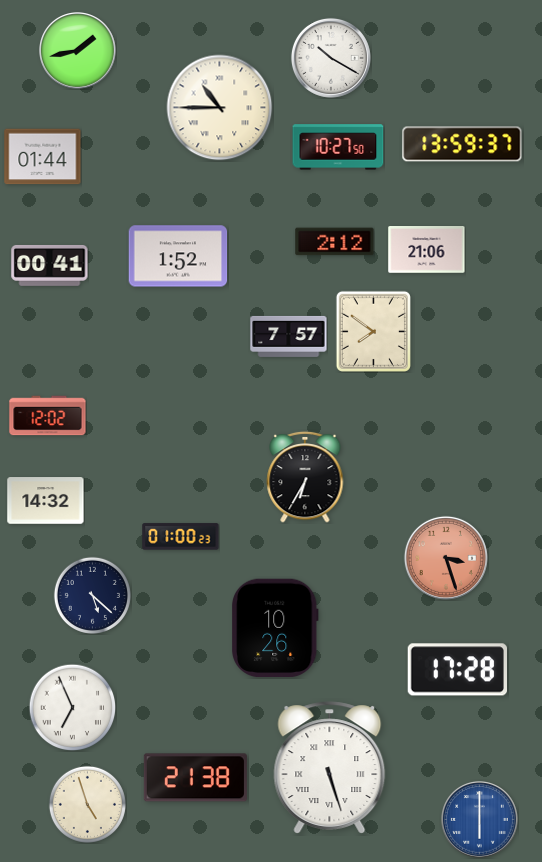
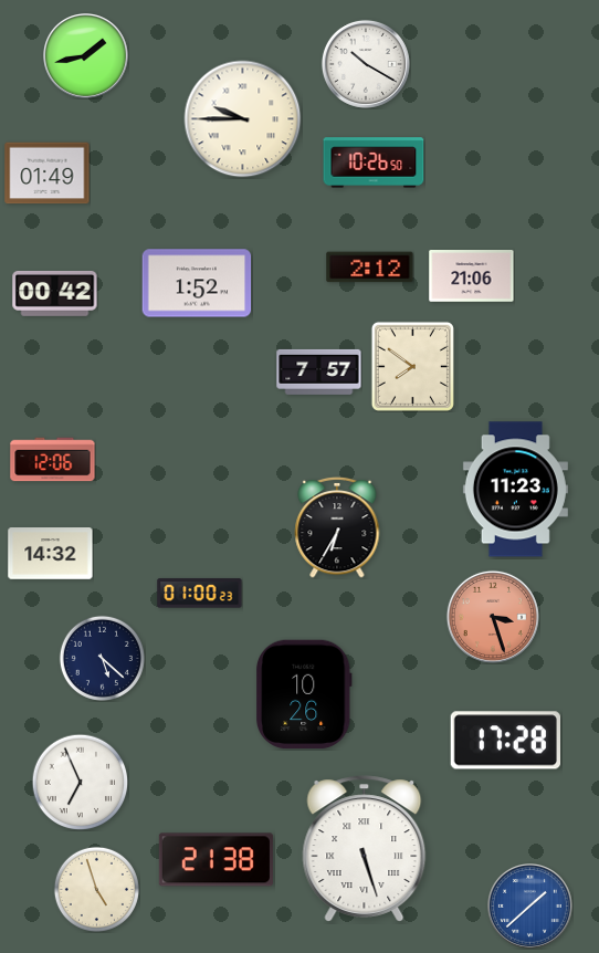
clock at (220, 108): 10:45 -> 9:45
clock at (462, 144): 13:59 -> none
clock at (338, 147): 10:27 -> 10:26
clock at (43, 157): 01:44 -> 01:49
clock at (50, 266): 00:41 -> 00:42
clock at (48, 416): 12:02 -> 12:06
clock at (515, 490): none -> 11:23
clock at (480, 820): 6:00 -> 1:38
